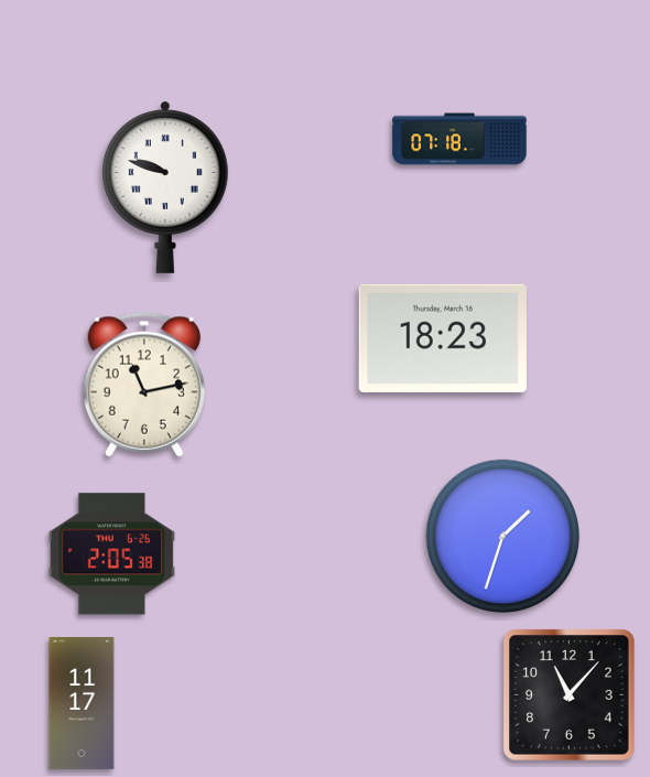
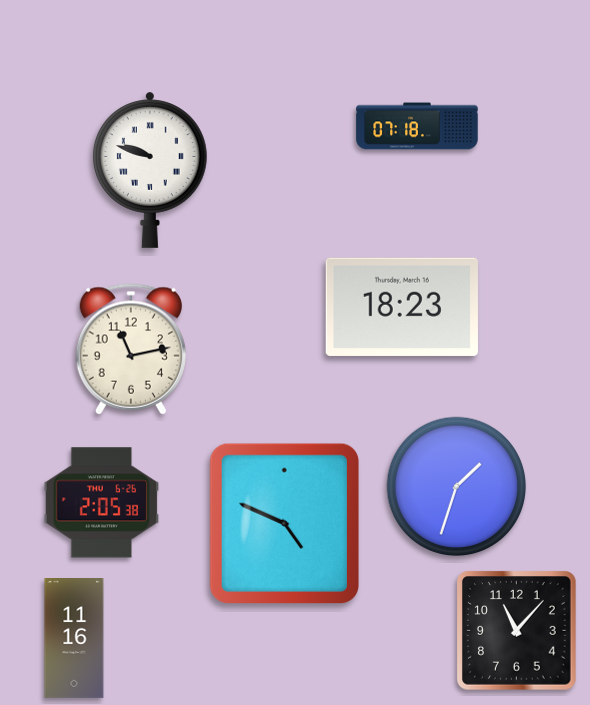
clock at (284, 523): none -> 4:49
clock at (82, 704): 11:17 -> 11:16
